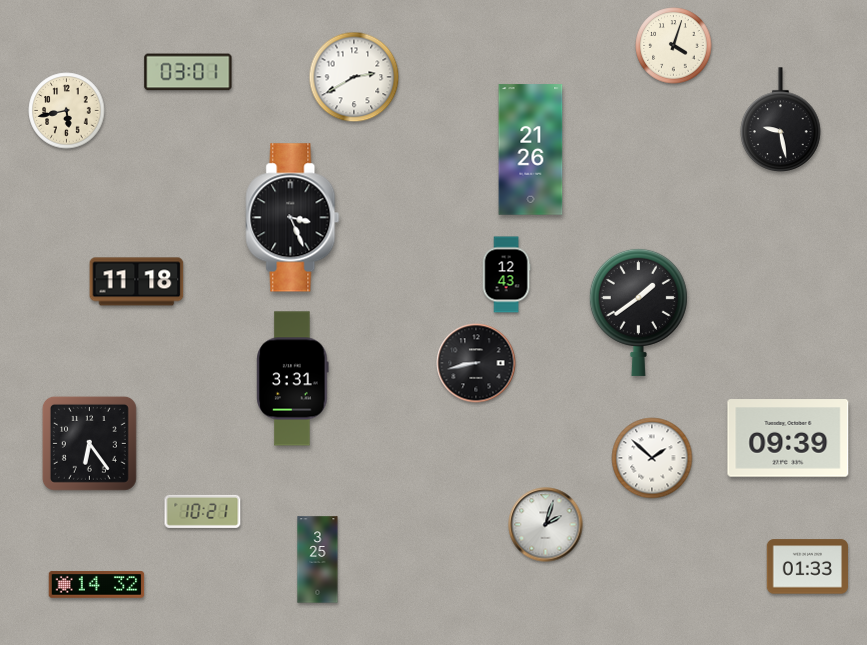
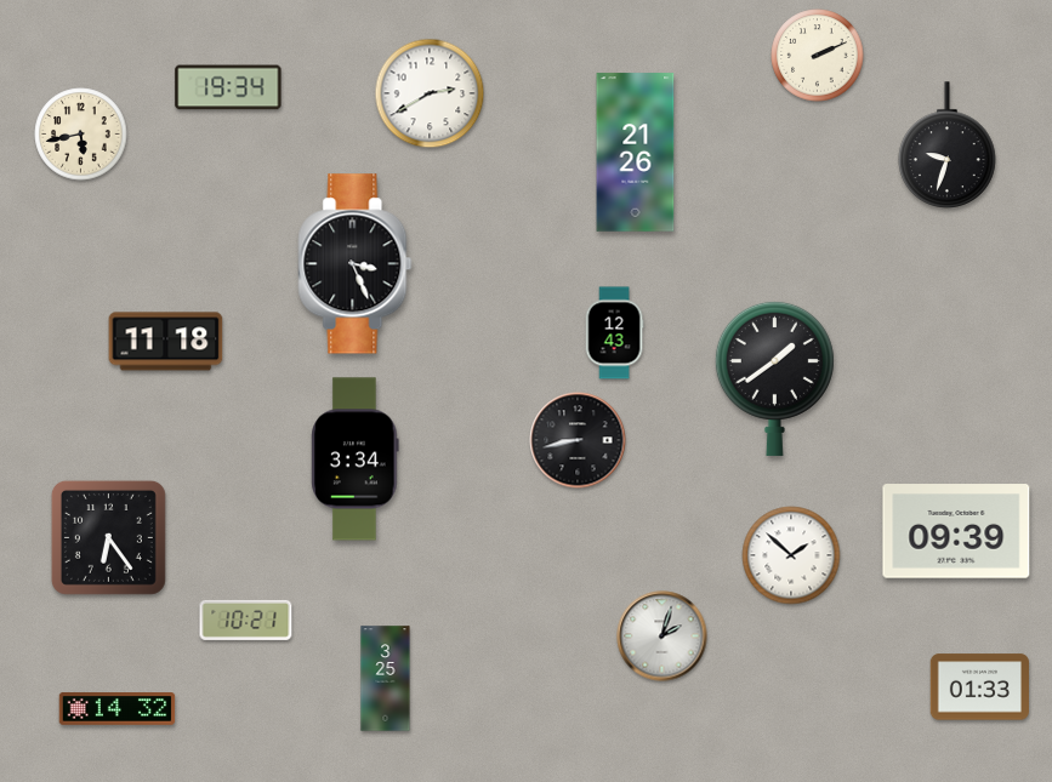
clock at (674, 46): 4:03 -> 2:11
clock at (188, 72): 03:01 -> 19:34
clock at (781, 120): 9:28 -> 9:33
clock at (531, 150) position: (531, 150) -> (636, 153)
clock at (293, 379): 3:31 -> 3:34
